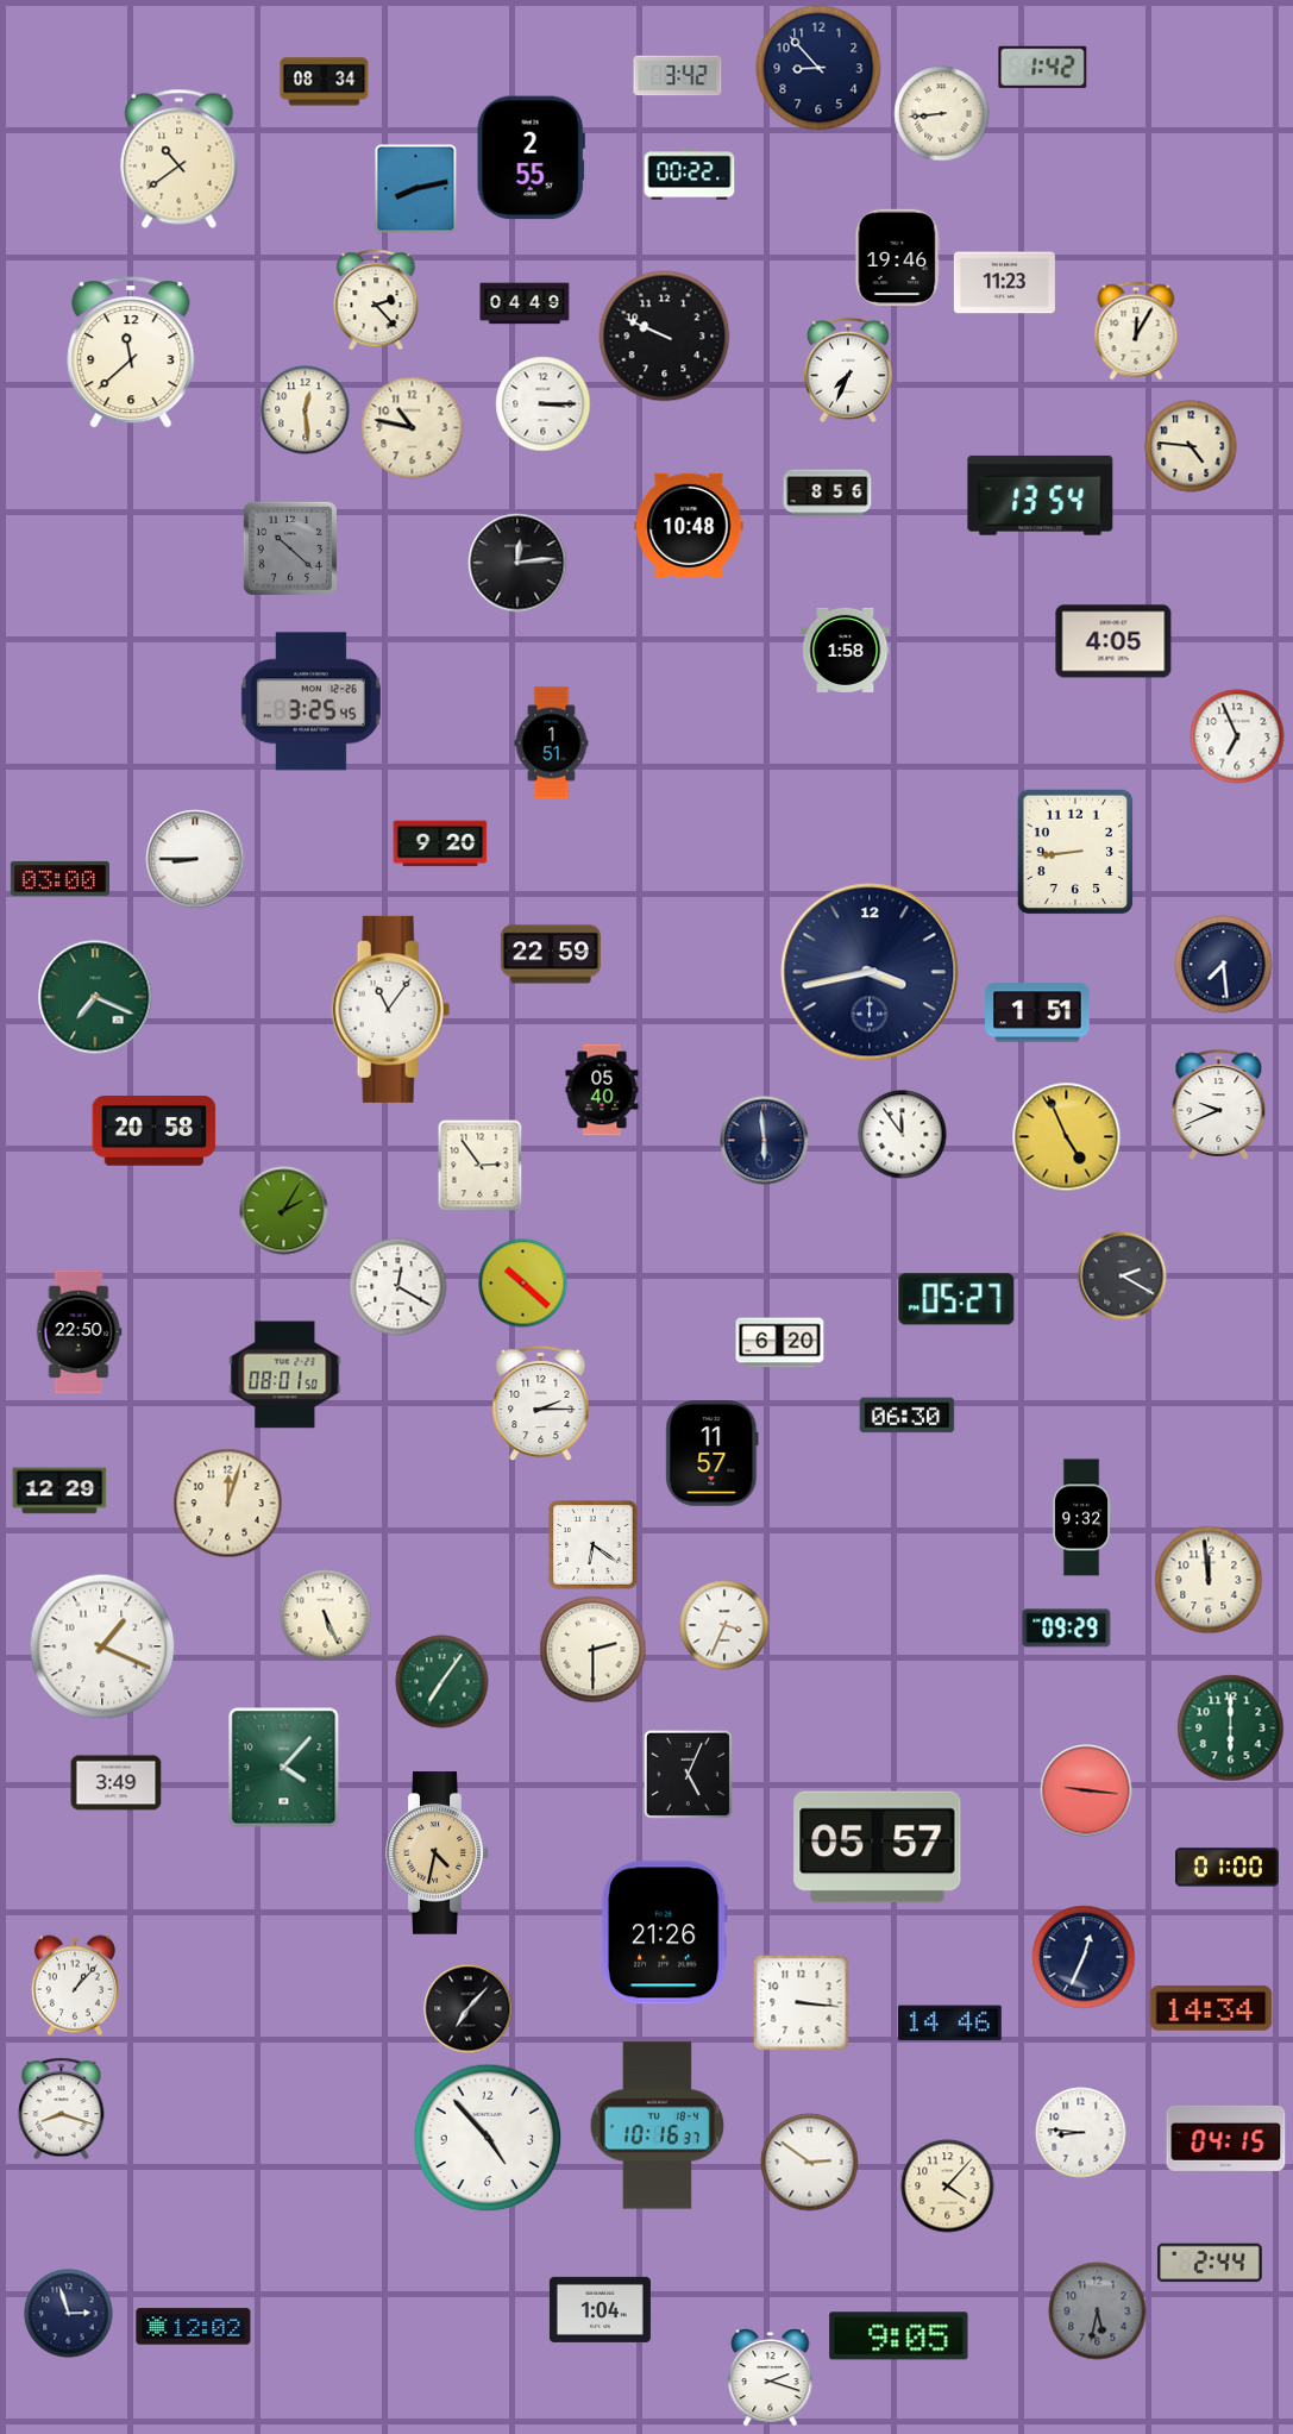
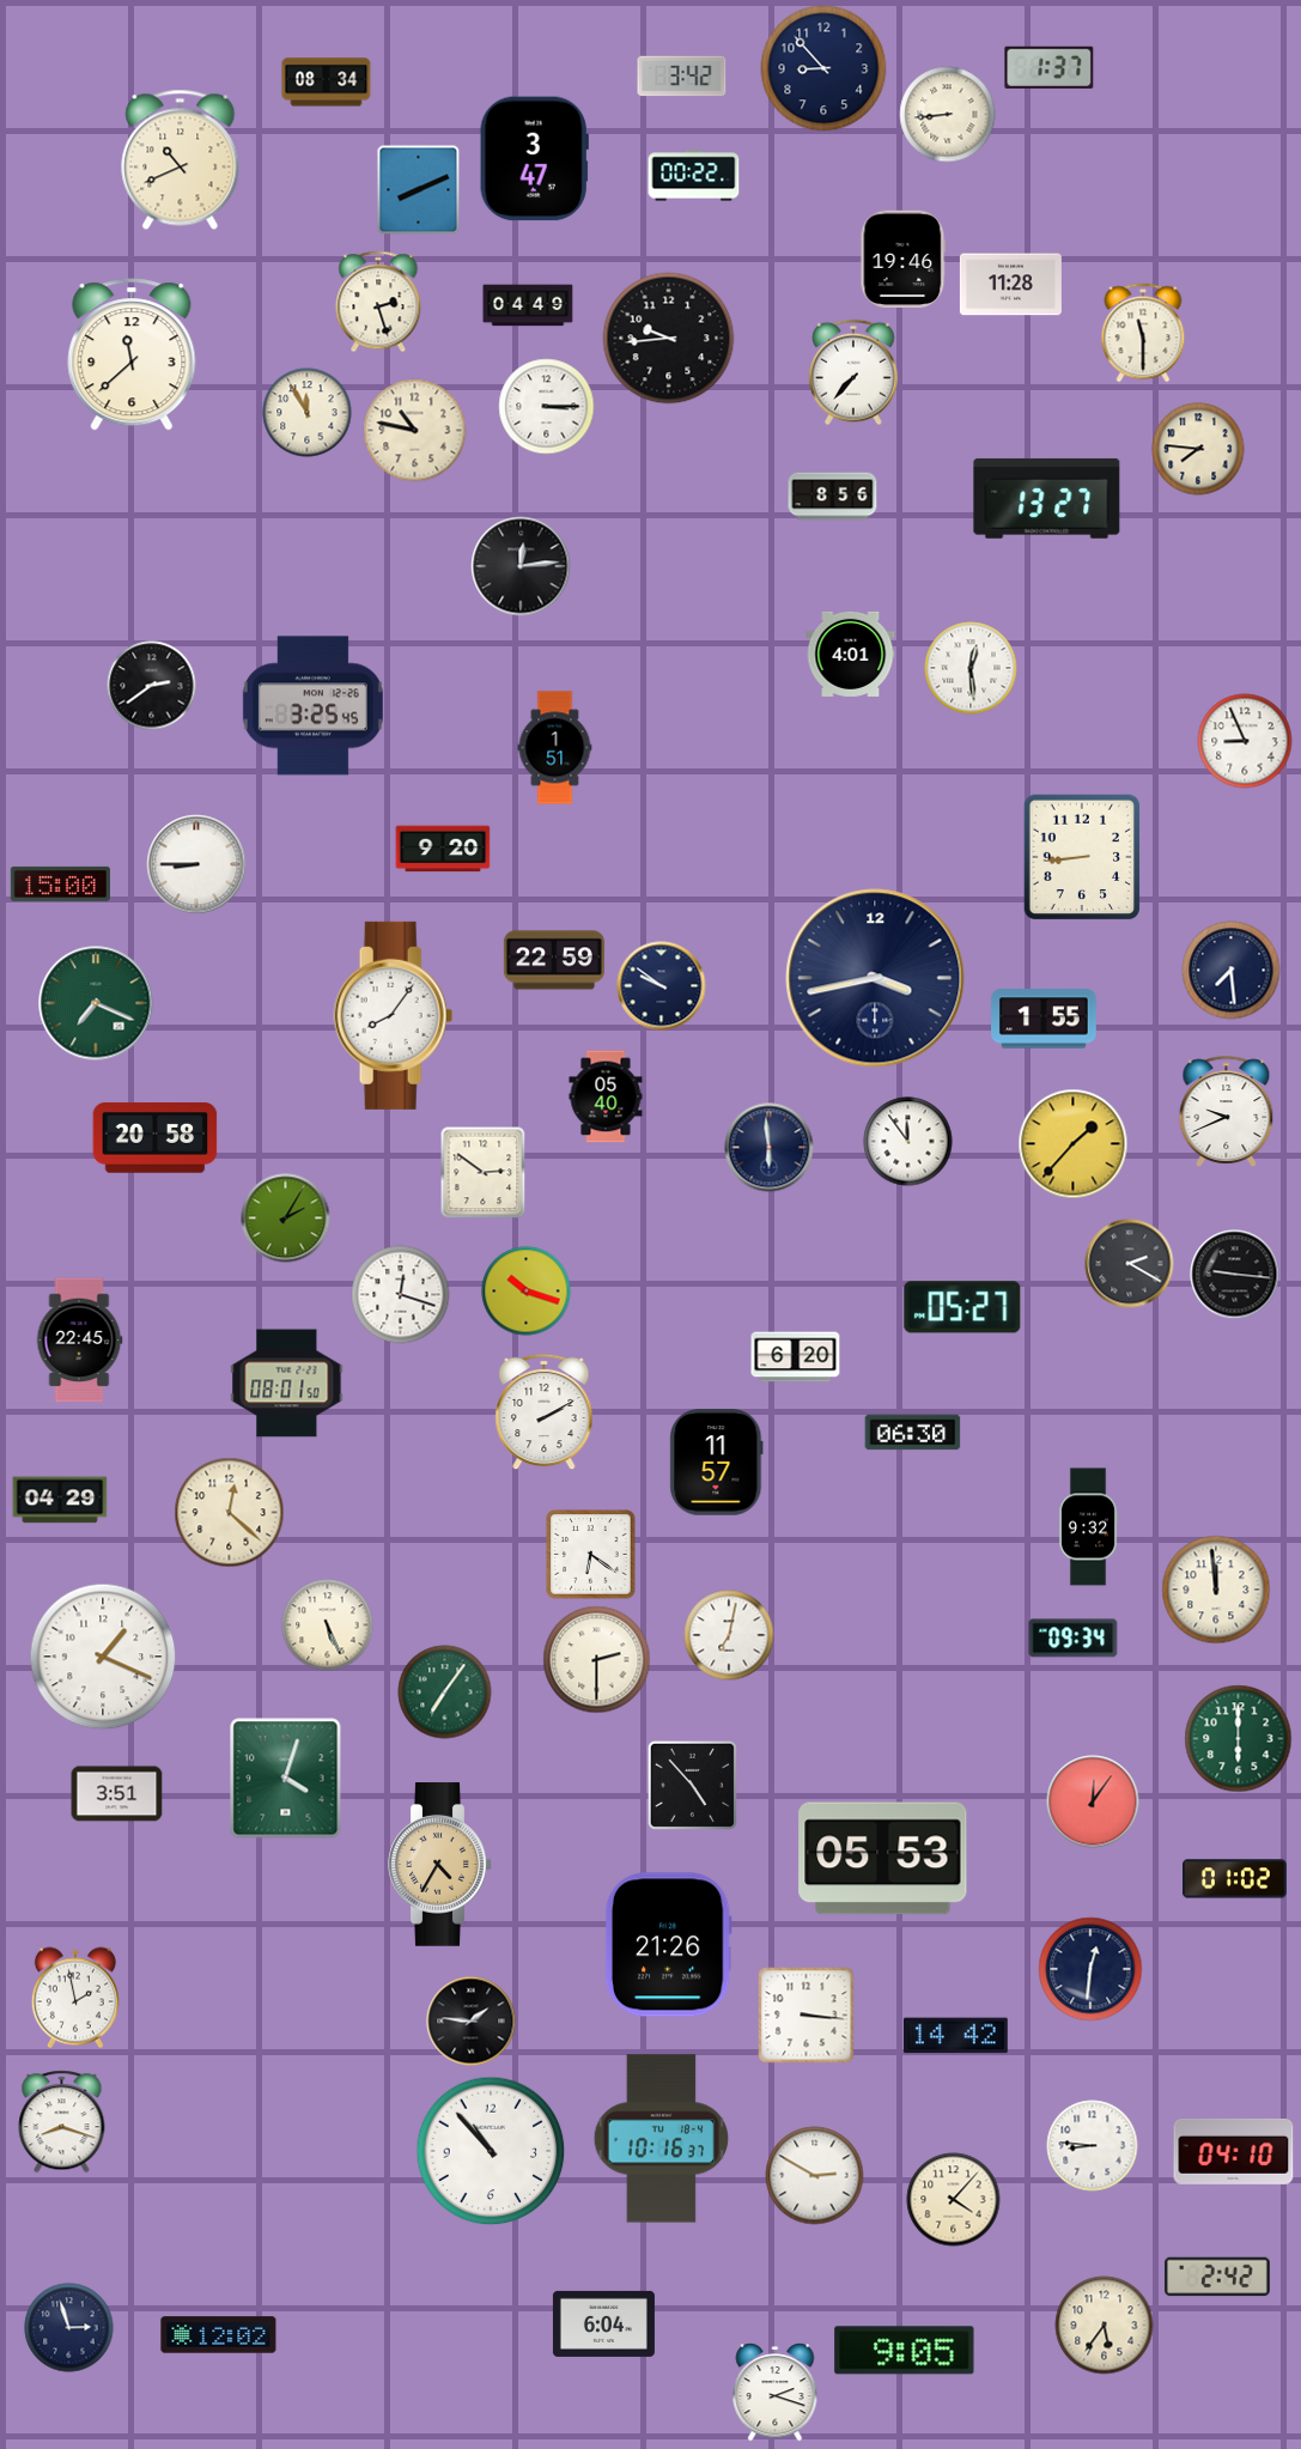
clock at (1043, 67): 1:42 -> 1:37
clock at (180, 158): 10:39 -> 10:41
clock at (531, 158): 2:55 -> 3:47
clock at (416, 189): 8:13 -> 8:11
clock at (1004, 283): 11:23 -> 11:28
clock at (376, 300): 2:23 -> 2:27
clock at (1136, 331): 12:05 -> 11:30
clock at (665, 337): 9:49 -> 9:44
clock at (848, 370): 7:34 -> 7:37
clock at (306, 410): 12:29 -> 11:55
clock at (1191, 446): 4:46 -> 7:46
clock at (1041, 495): 13:54 -> 13:27
clock at (689, 526): 10:48 -> none
clock at (290, 548): 10:22 -> none
clock at (1113, 641): 4:05 -> none
clock at (846, 650): 1:58 -> 4:01
clock at (971, 668): none -> 12:29
clock at (152, 686): none -> 2:39
clock at (1237, 736): 6:56 -> 8:56
clock at (59, 878): 03:00 -> 15:00
clock at (662, 986): none -> 9:51
clock at (391, 1009): 11:06 -> 8:06
clock at (1037, 1012): 1:51 -> 1:55
clock at (1067, 1137): 4:56 -> 1:37
clock at (481, 1166): 2:54 -> 2:51
clock at (1235, 1275): none -> 9:16
clock at (1123, 1276) position: (1123, 1276) -> (1130, 1264)
clock at (523, 1284): 10:22 -> 10:18
clock at (398, 1287): 12:20 -> 12:18
clock at (79, 1332): 22:50 -> 22:45
clock at (780, 1343) position: (780, 1343) -> (796, 1357)
clock at (541, 1404): 2:15 -> 2:10
clock at (908, 1416) position: (908, 1416) -> (913, 1433)
clock at (59, 1491): 12:29 -> 04:29
clock at (228, 1504): 12:03 -> 12:22
clock at (594, 1545) position: (594, 1545) -> (591, 1555)
clock at (724, 1625): 3:34 -> 7:02
clock at (1067, 1629): 09:29 -> 09:34
clock at (284, 1768): 4:07 -> 4:03
clock at (688, 1774): 5:04 -> 4:53
clock at (117, 1783): 3:49 -> 3:51
clock at (1086, 1790): 9:16 -> 12:06
clock at (878, 1848): 05:57 -> 05:53
clock at (438, 1853): 4:32 -> 4:35
clock at (1228, 1868): 01:00 -> 01:02
clock at (1084, 1957): 12:34 -> 12:31
clock at (75, 1986): 1:07 -> 1:58
clock at (469, 2009): 7:07 -> 1:46
clock at (1211, 2009): 14:34 -> none
clock at (949, 2024): 14:46 -> 14:42
clock at (1081, 2133) position: (1081, 2133) -> (1093, 2146)
clock at (488, 2138): 4:53 -> 10:53
clock at (1226, 2138): 04:15 -> 04:10
clock at (810, 2163): 2:51 -> 2:50
clock at (1210, 2263): 2:44 -> 2:42
clock at (600, 2309): 1:04 -> 6:04
clock at (1098, 2311): 5:32 -> 5:36
clock at (1098, 2311) dial: grey -> cream
clock at (194, 2327) position: (194, 2327) -> (219, 2335)
